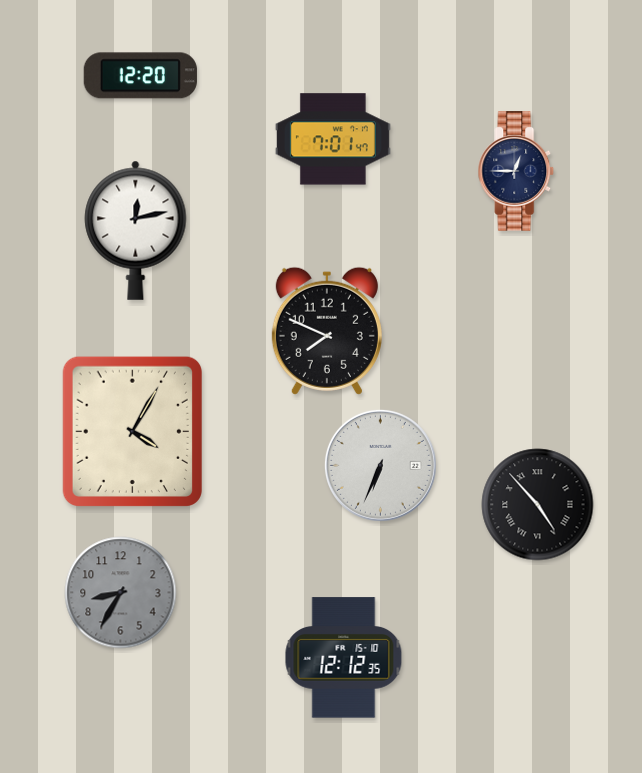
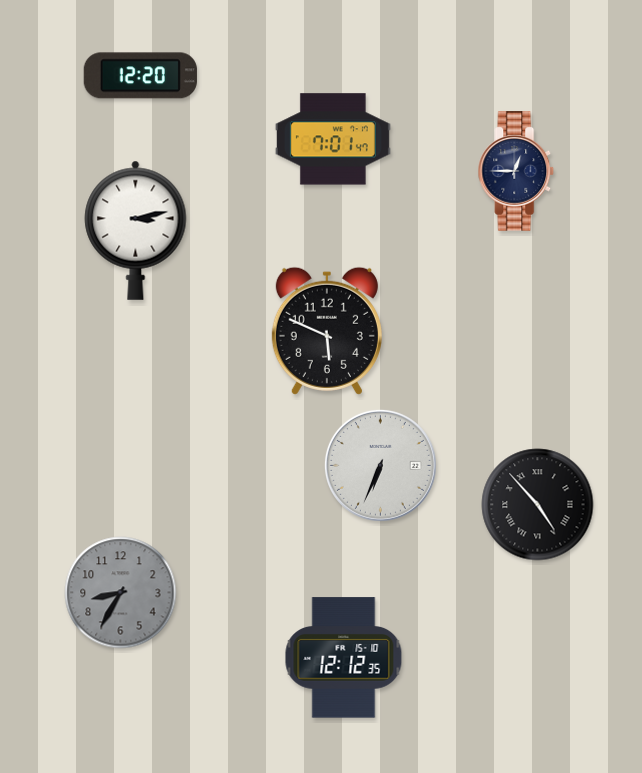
clock at (136, 230): 12:13 -> 3:13
clock at (327, 331): 7:49 -> 5:49
clock at (132, 431): 4:05 -> none
